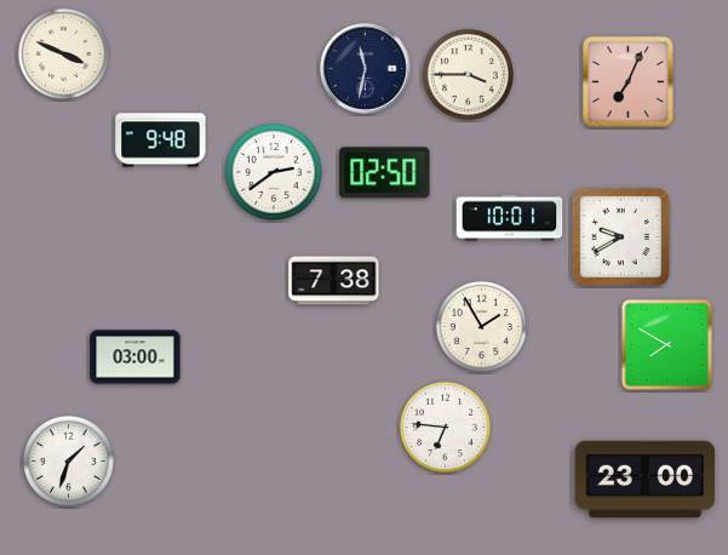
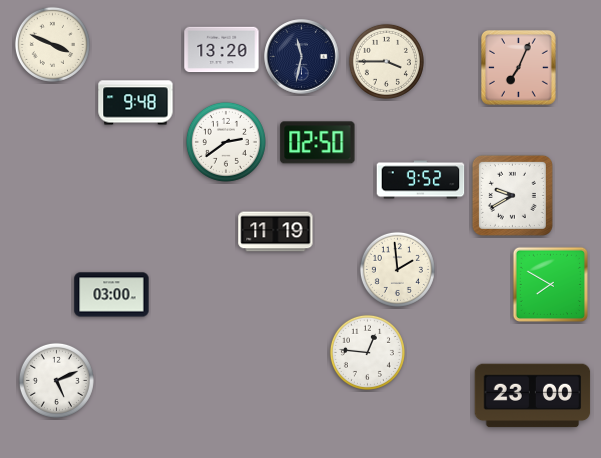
clock at (222, 50): none -> 13:20
clock at (161, 141) position: (161, 141) -> (136, 103)
clock at (510, 218): 10:01 -> 9:52
clock at (334, 281): 7:38 -> 11:19
clock at (481, 326): 1:55 -> 1:59
clock at (445, 427): 6:46 -> 12:46
clock at (68, 460): 1:33 -> 5:11
